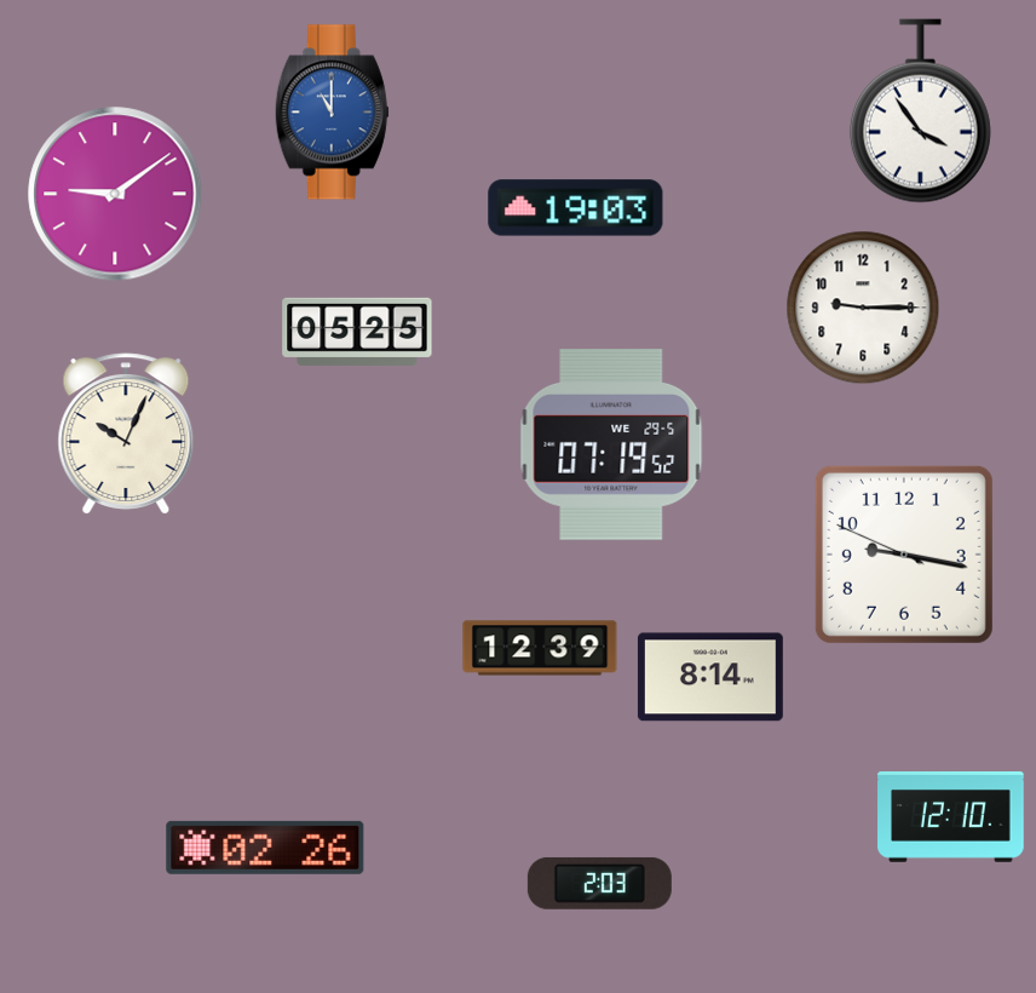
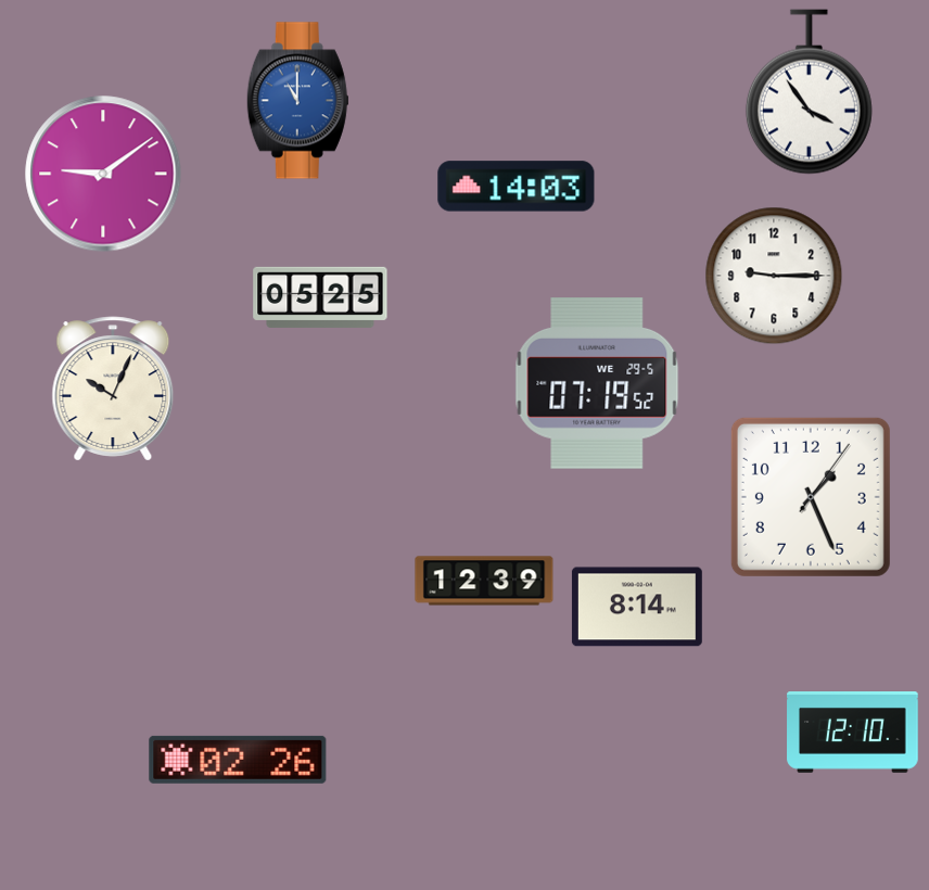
clock at (920, 111) position: (920, 111) -> (809, 92)
clock at (576, 208): 19:03 -> 14:03
clock at (611, 446) position: (611, 446) -> (597, 384)
clock at (904, 555): 9:16 -> 1:26
clock at (599, 883): 2:03 -> none
